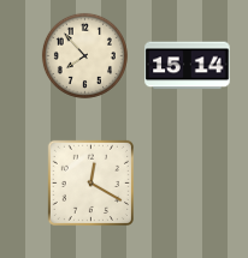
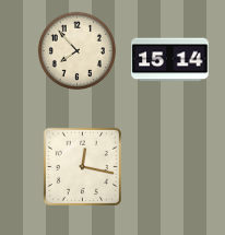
clock at (90, 182): 12:20 -> 12:17
